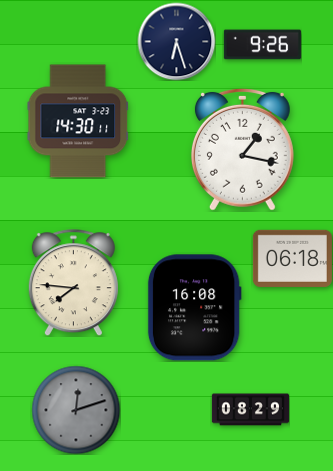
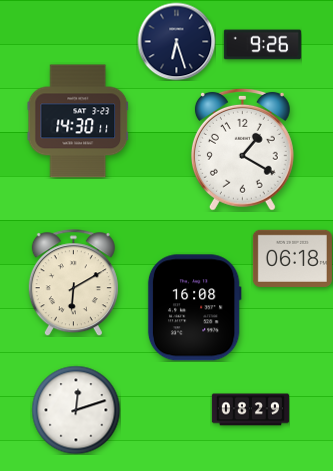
clock at (242, 149): 1:17 -> 1:20
clock at (73, 283): 7:46 -> 6:10
clock at (76, 410) dial: grey -> white
